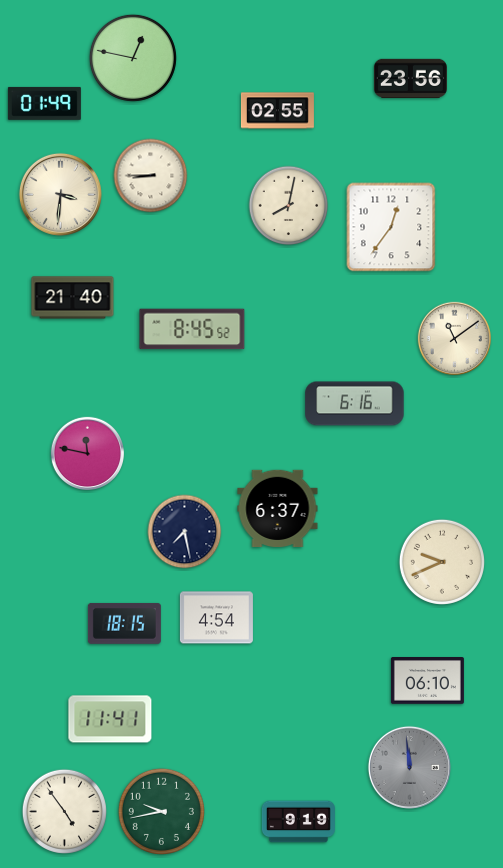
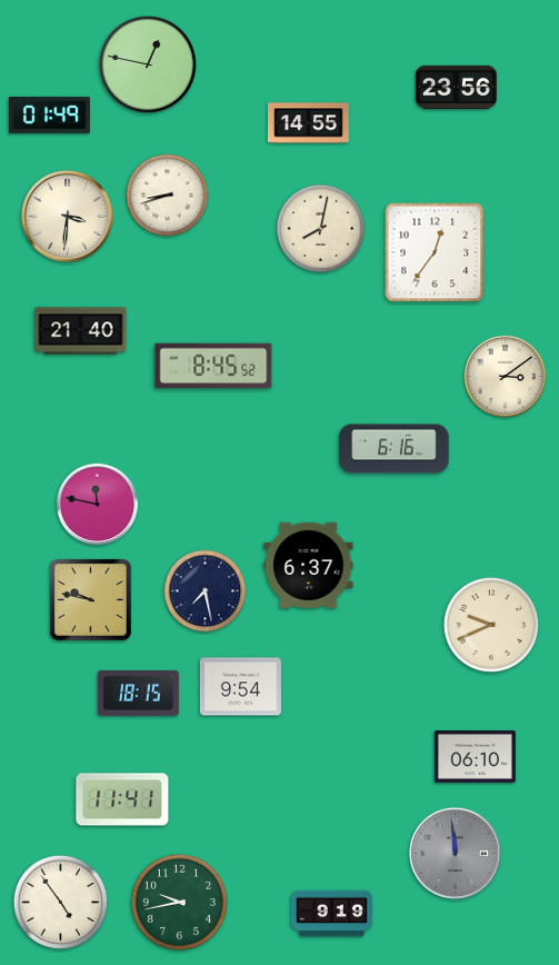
clock at (277, 111): 02:55 -> 14:55
clock at (151, 176): 8:45 -> 8:42
clock at (454, 338): 11:09 -> 3:09
clock at (90, 599): none -> 9:47
clock at (216, 618): 4:54 -> 9:54
clock at (64, 811) position: (64, 811) -> (60, 902)
